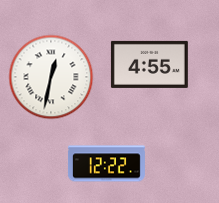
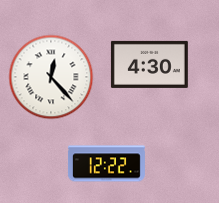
clock at (149, 64): 4:55 -> 4:30
clock at (51, 77): 12:32 -> 12:23
